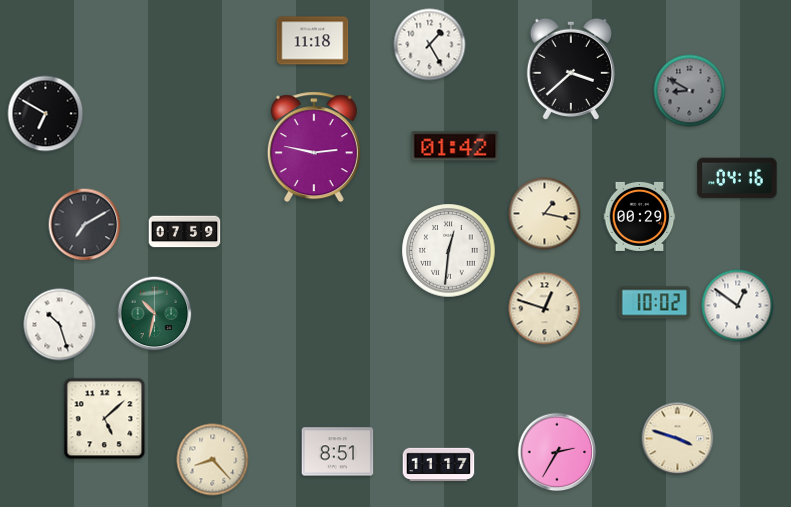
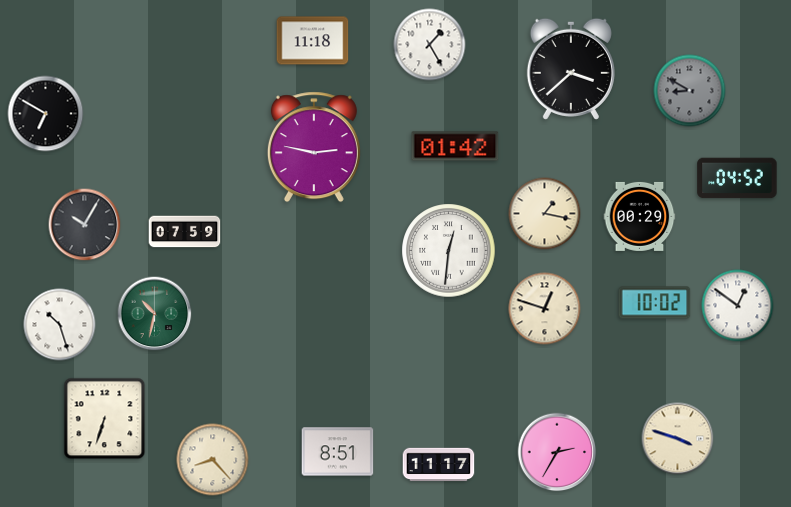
clock at (737, 178): 04:16 -> 04:52
clock at (85, 225): 7:10 -> 10:05
clock at (105, 419): 5:08 -> 6:33
